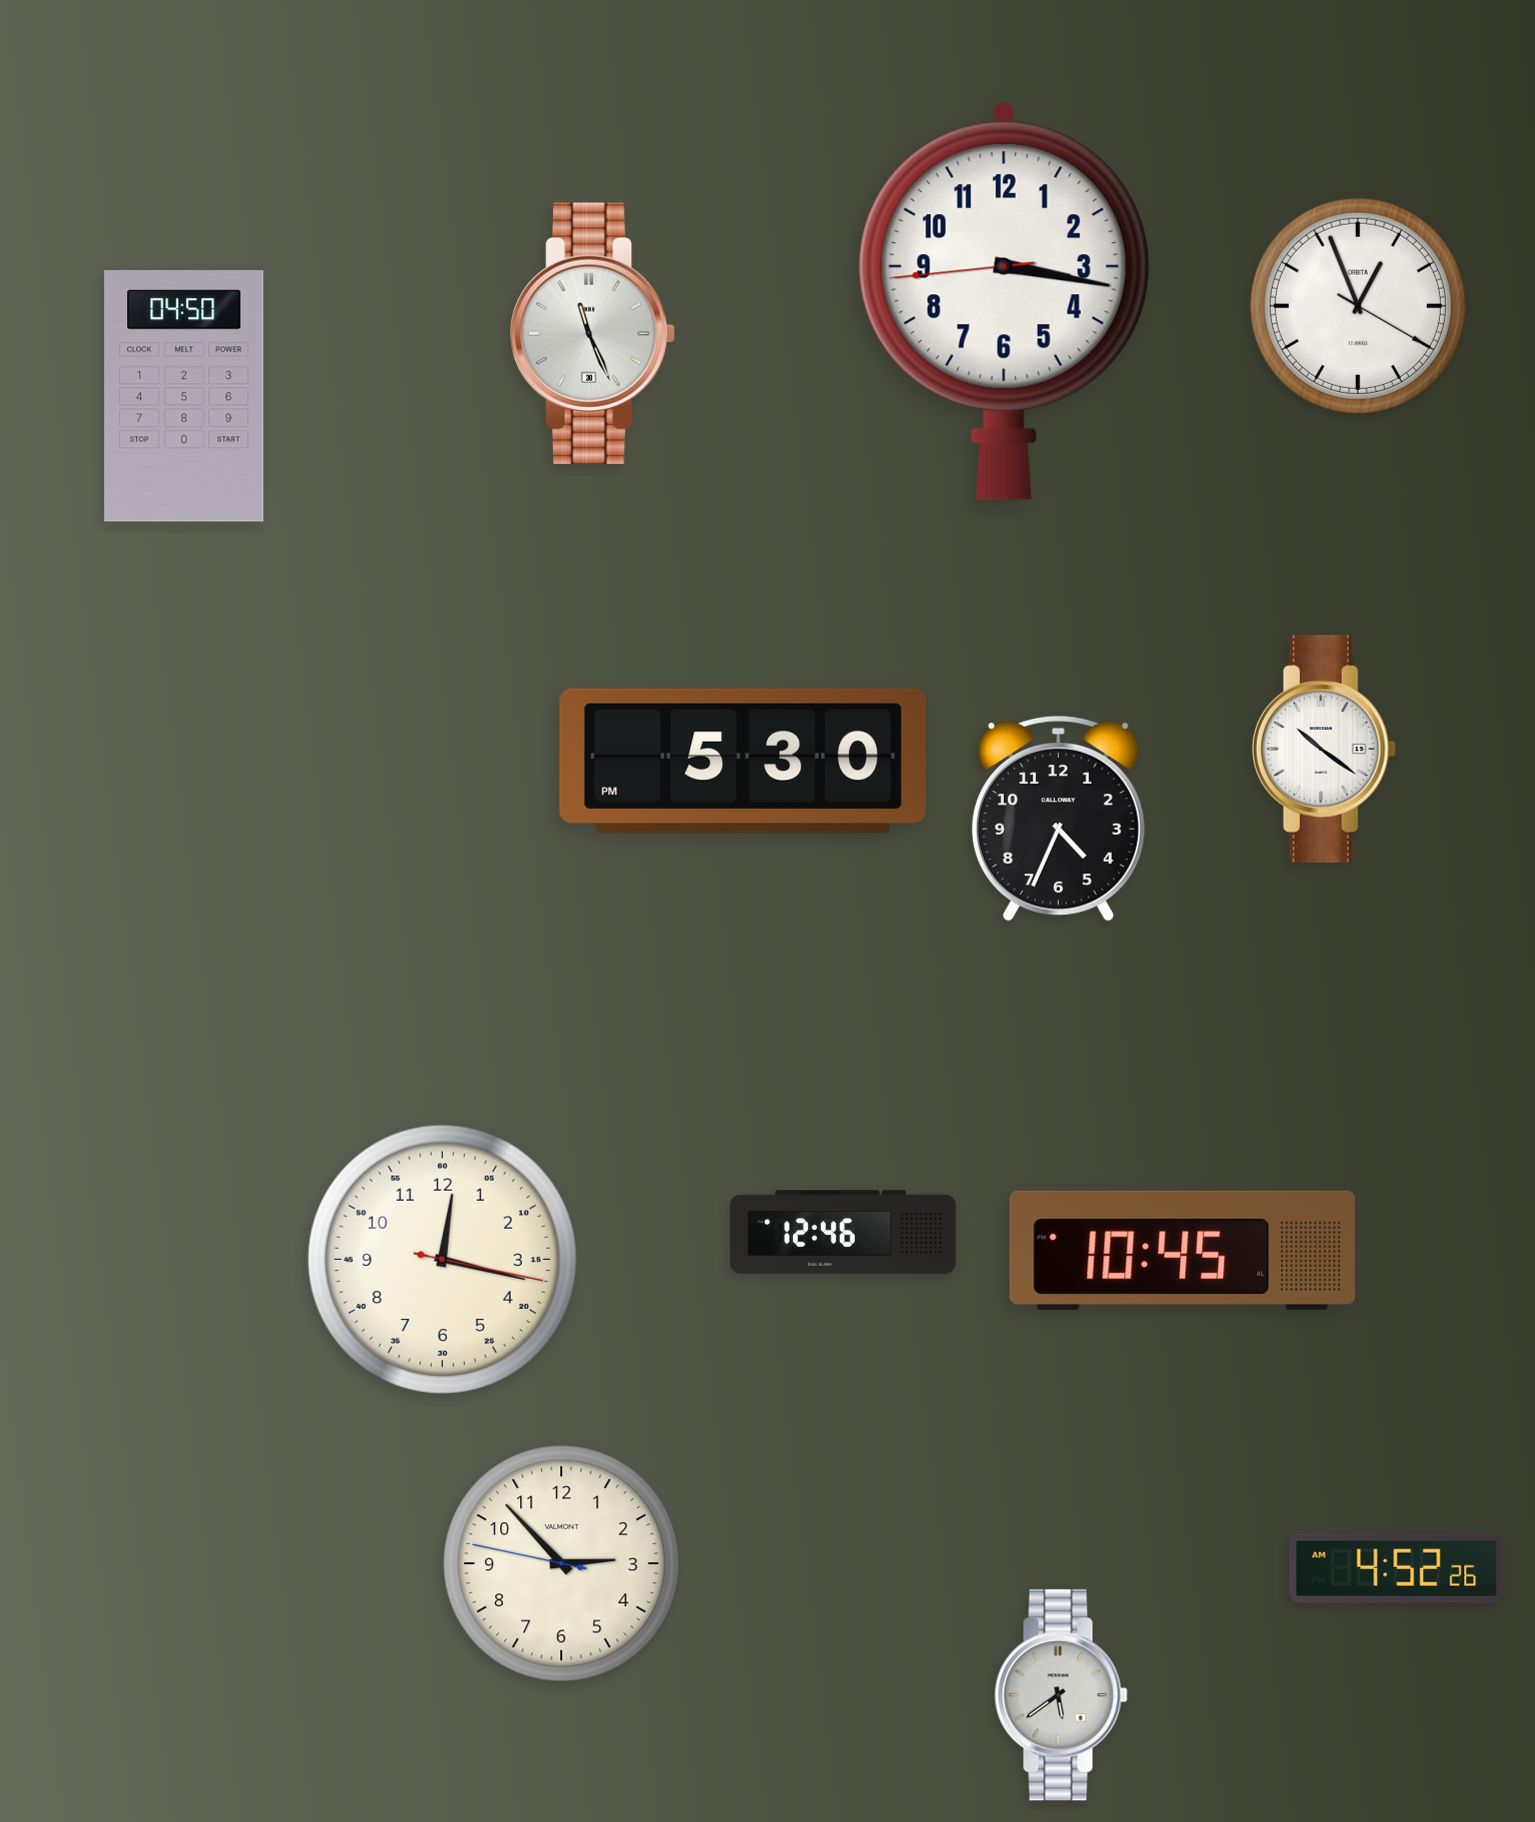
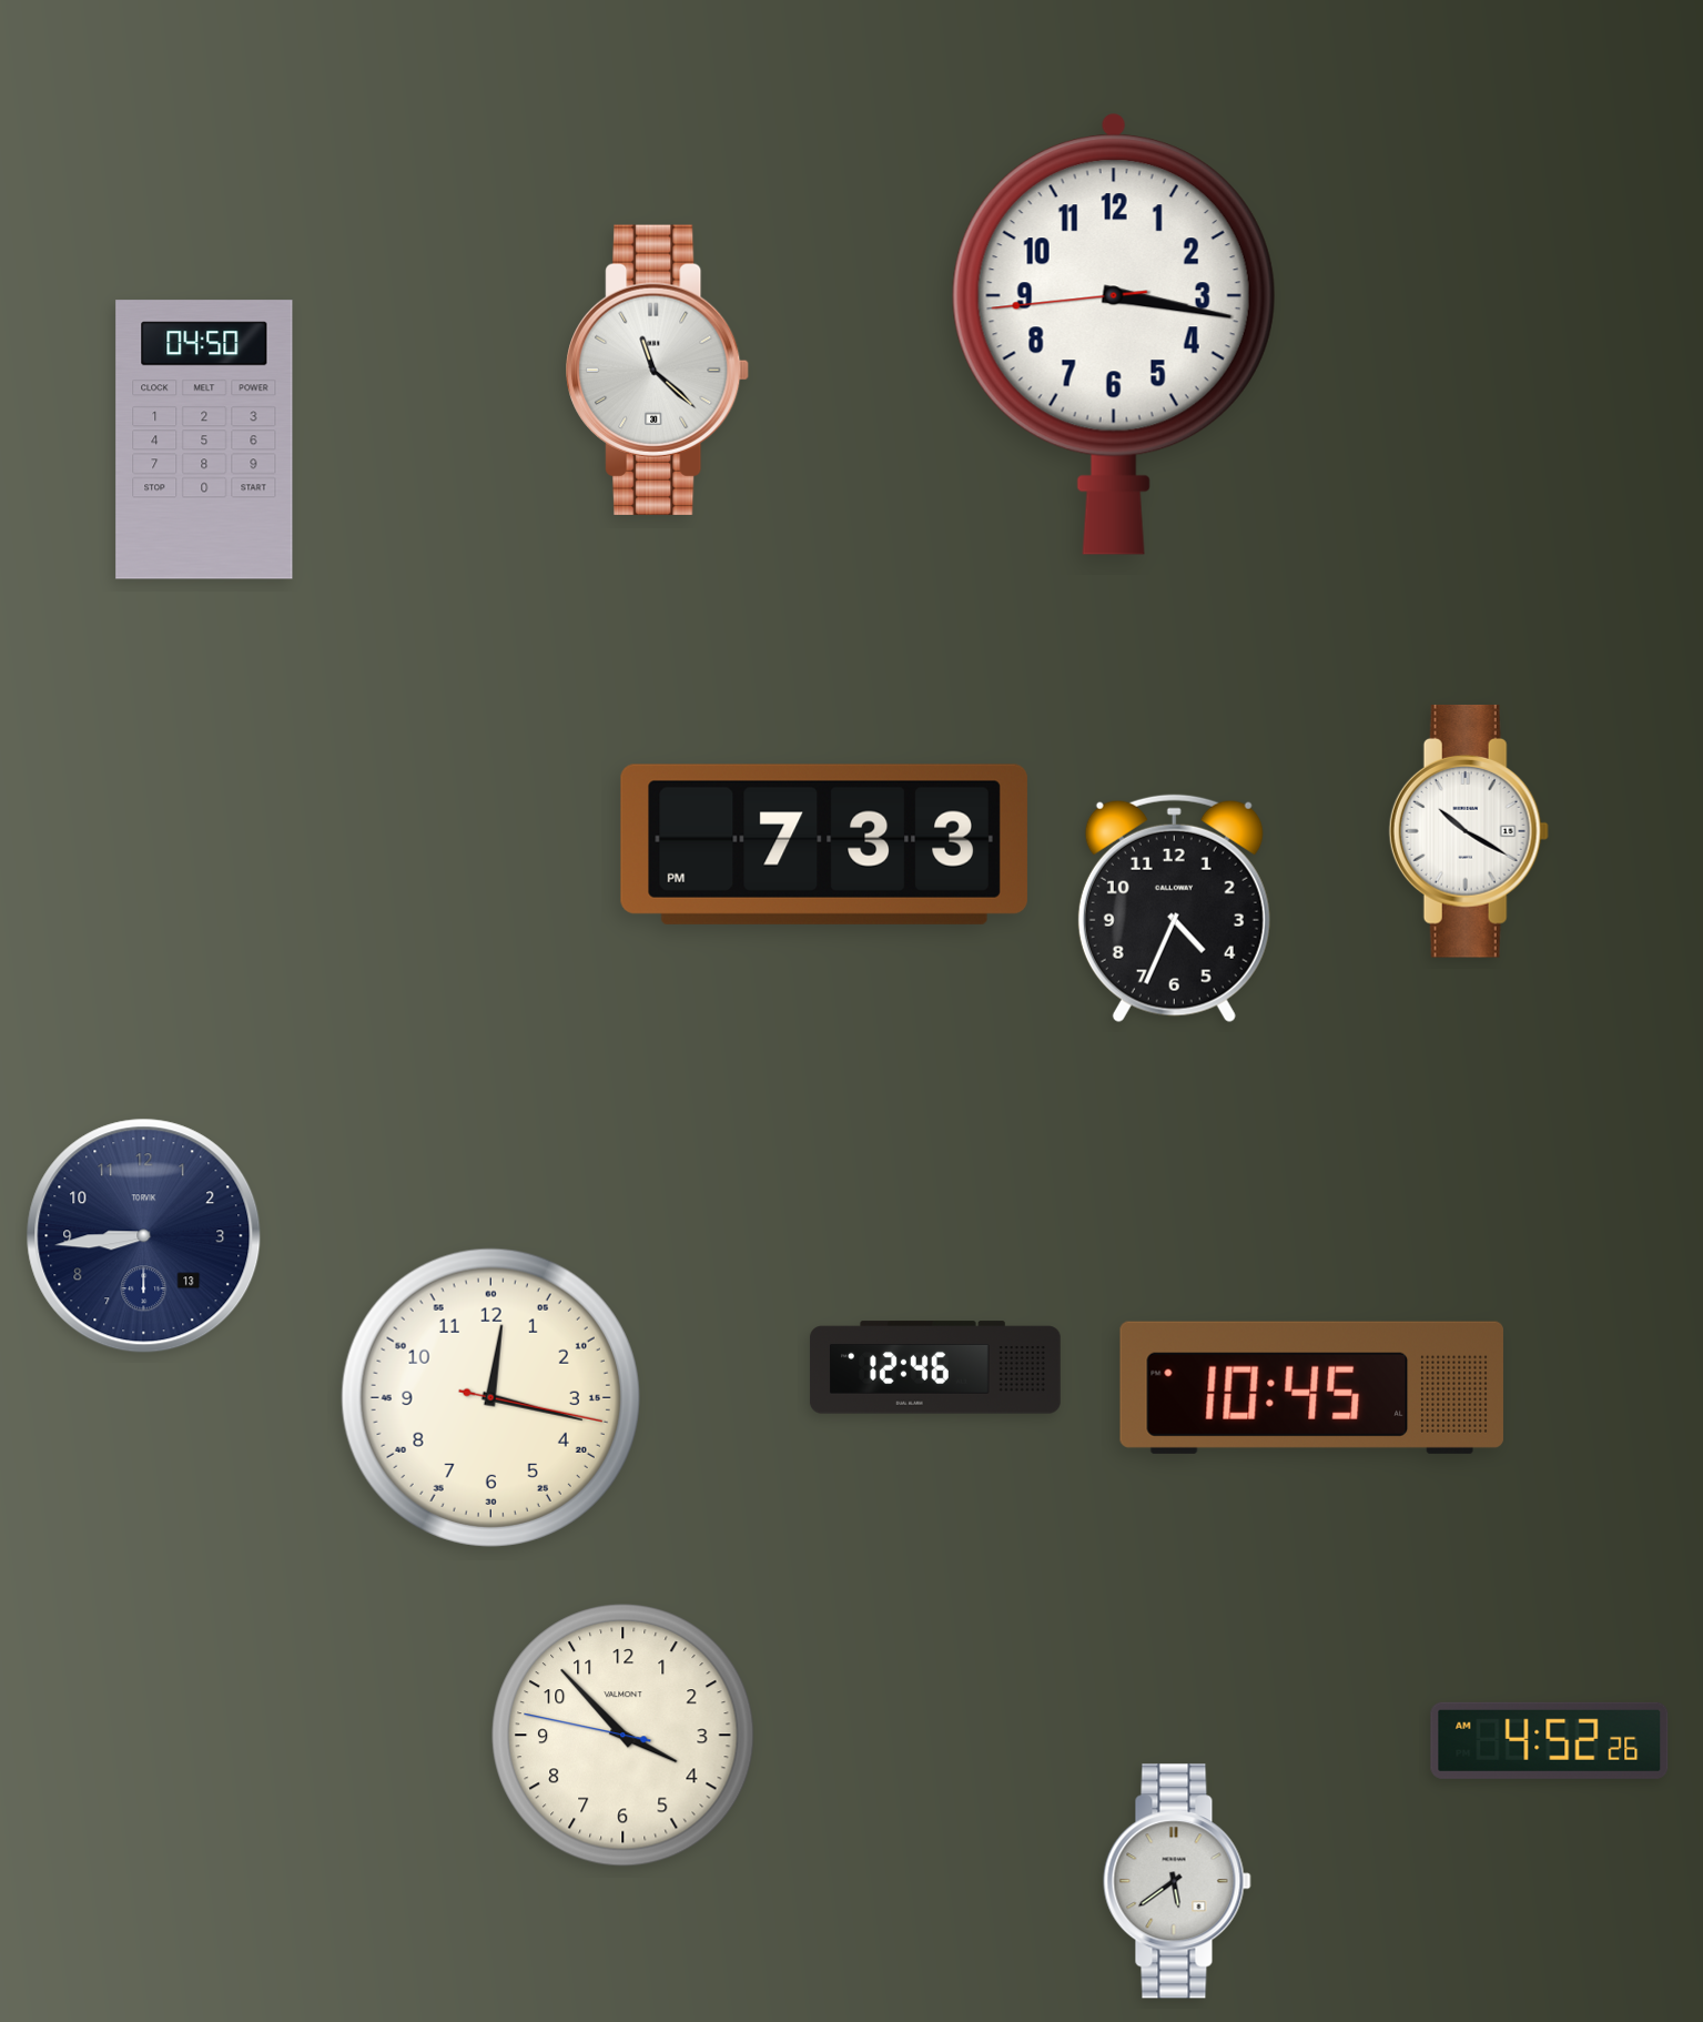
clock at (1358, 306): 12:56 -> none
clock at (593, 333): 11:26 -> 11:22
clock at (1324, 749): 10:21 -> 10:20
clock at (743, 761): 5:30 -> 7:33
clock at (144, 1236): none -> 8:44
clock at (562, 1564): 2:52 -> 3:52
